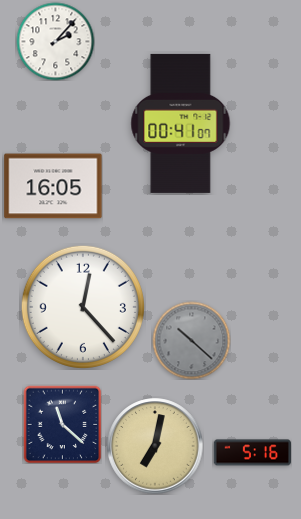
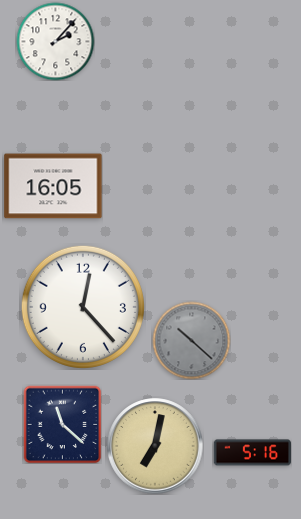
clock at (181, 123): 00:41 -> none
